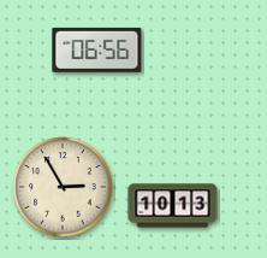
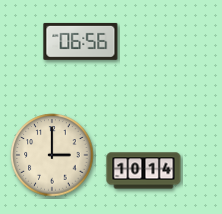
clock at (63, 187): 2:55 -> 3:00
clock at (173, 206): 10:13 -> 10:14
